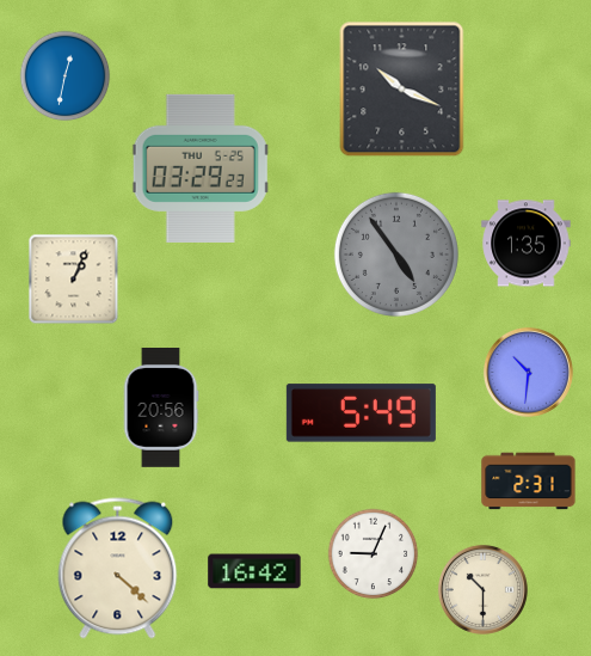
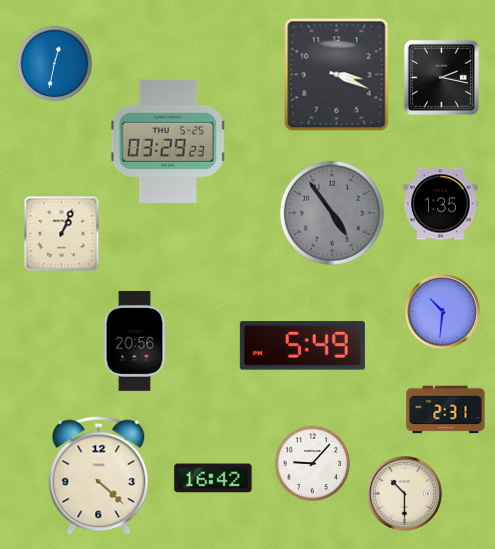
clock at (402, 90): 10:19 -> 3:19
clock at (441, 77): none -> 2:17
clock at (529, 482) position: (529, 482) -> (446, 410)
clock at (374, 554): 9:04 -> 9:07
